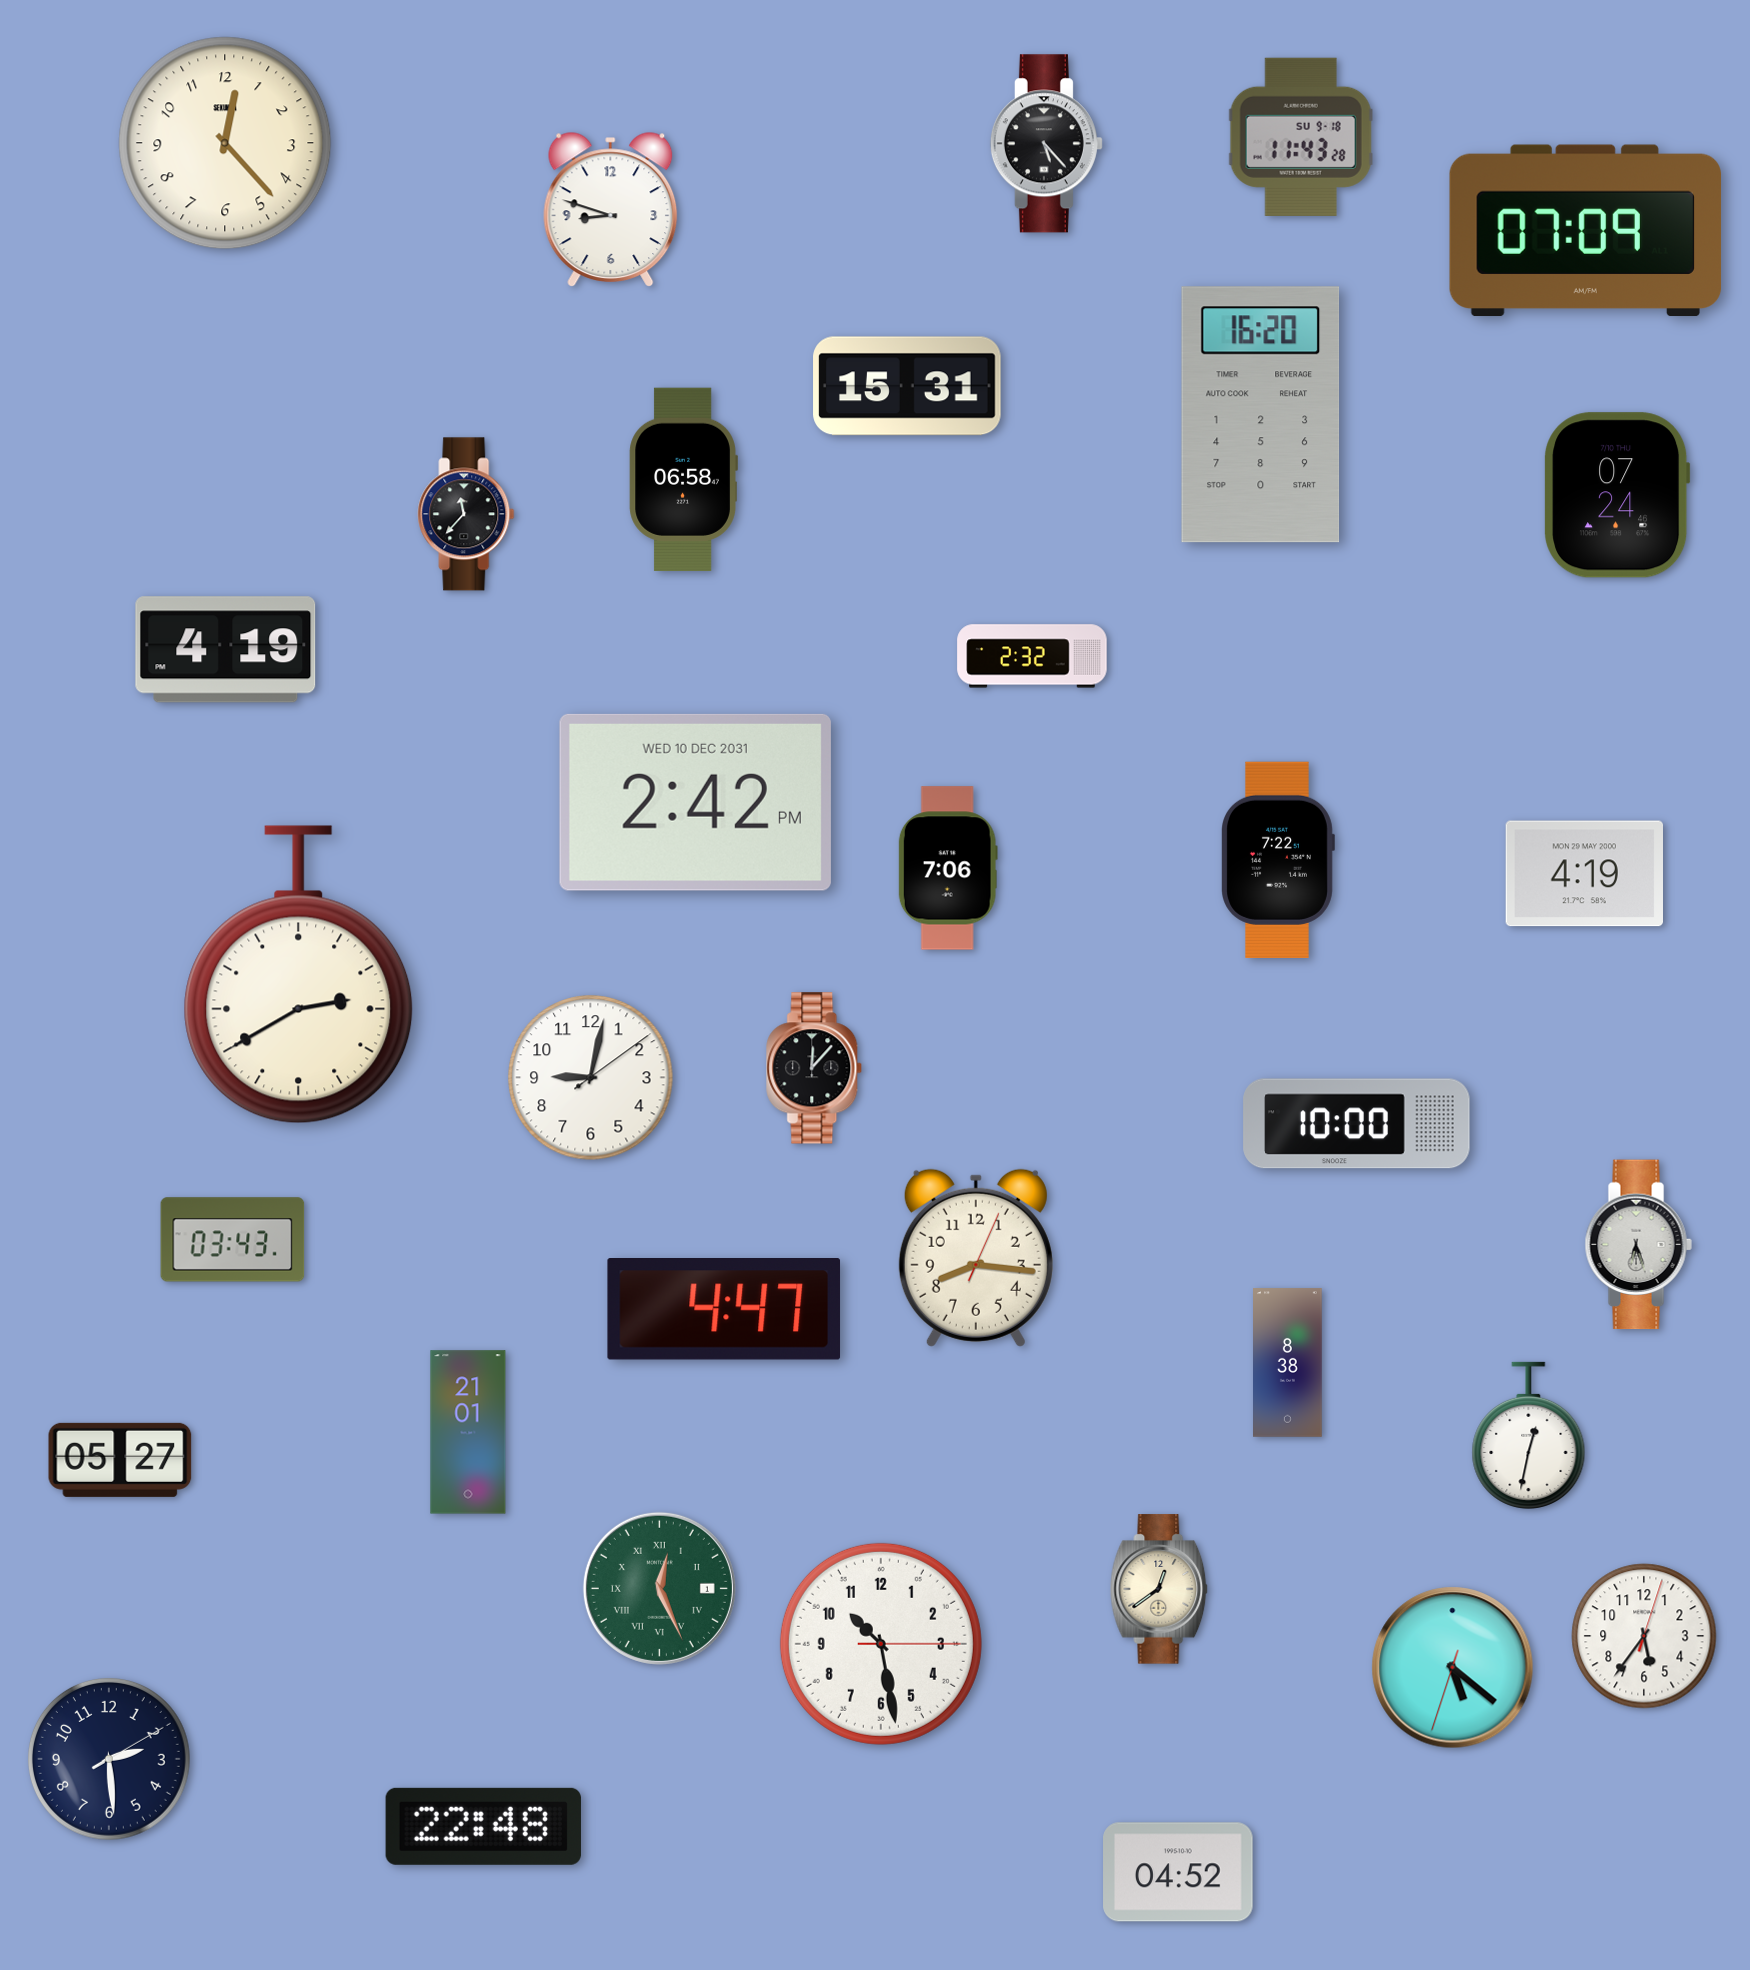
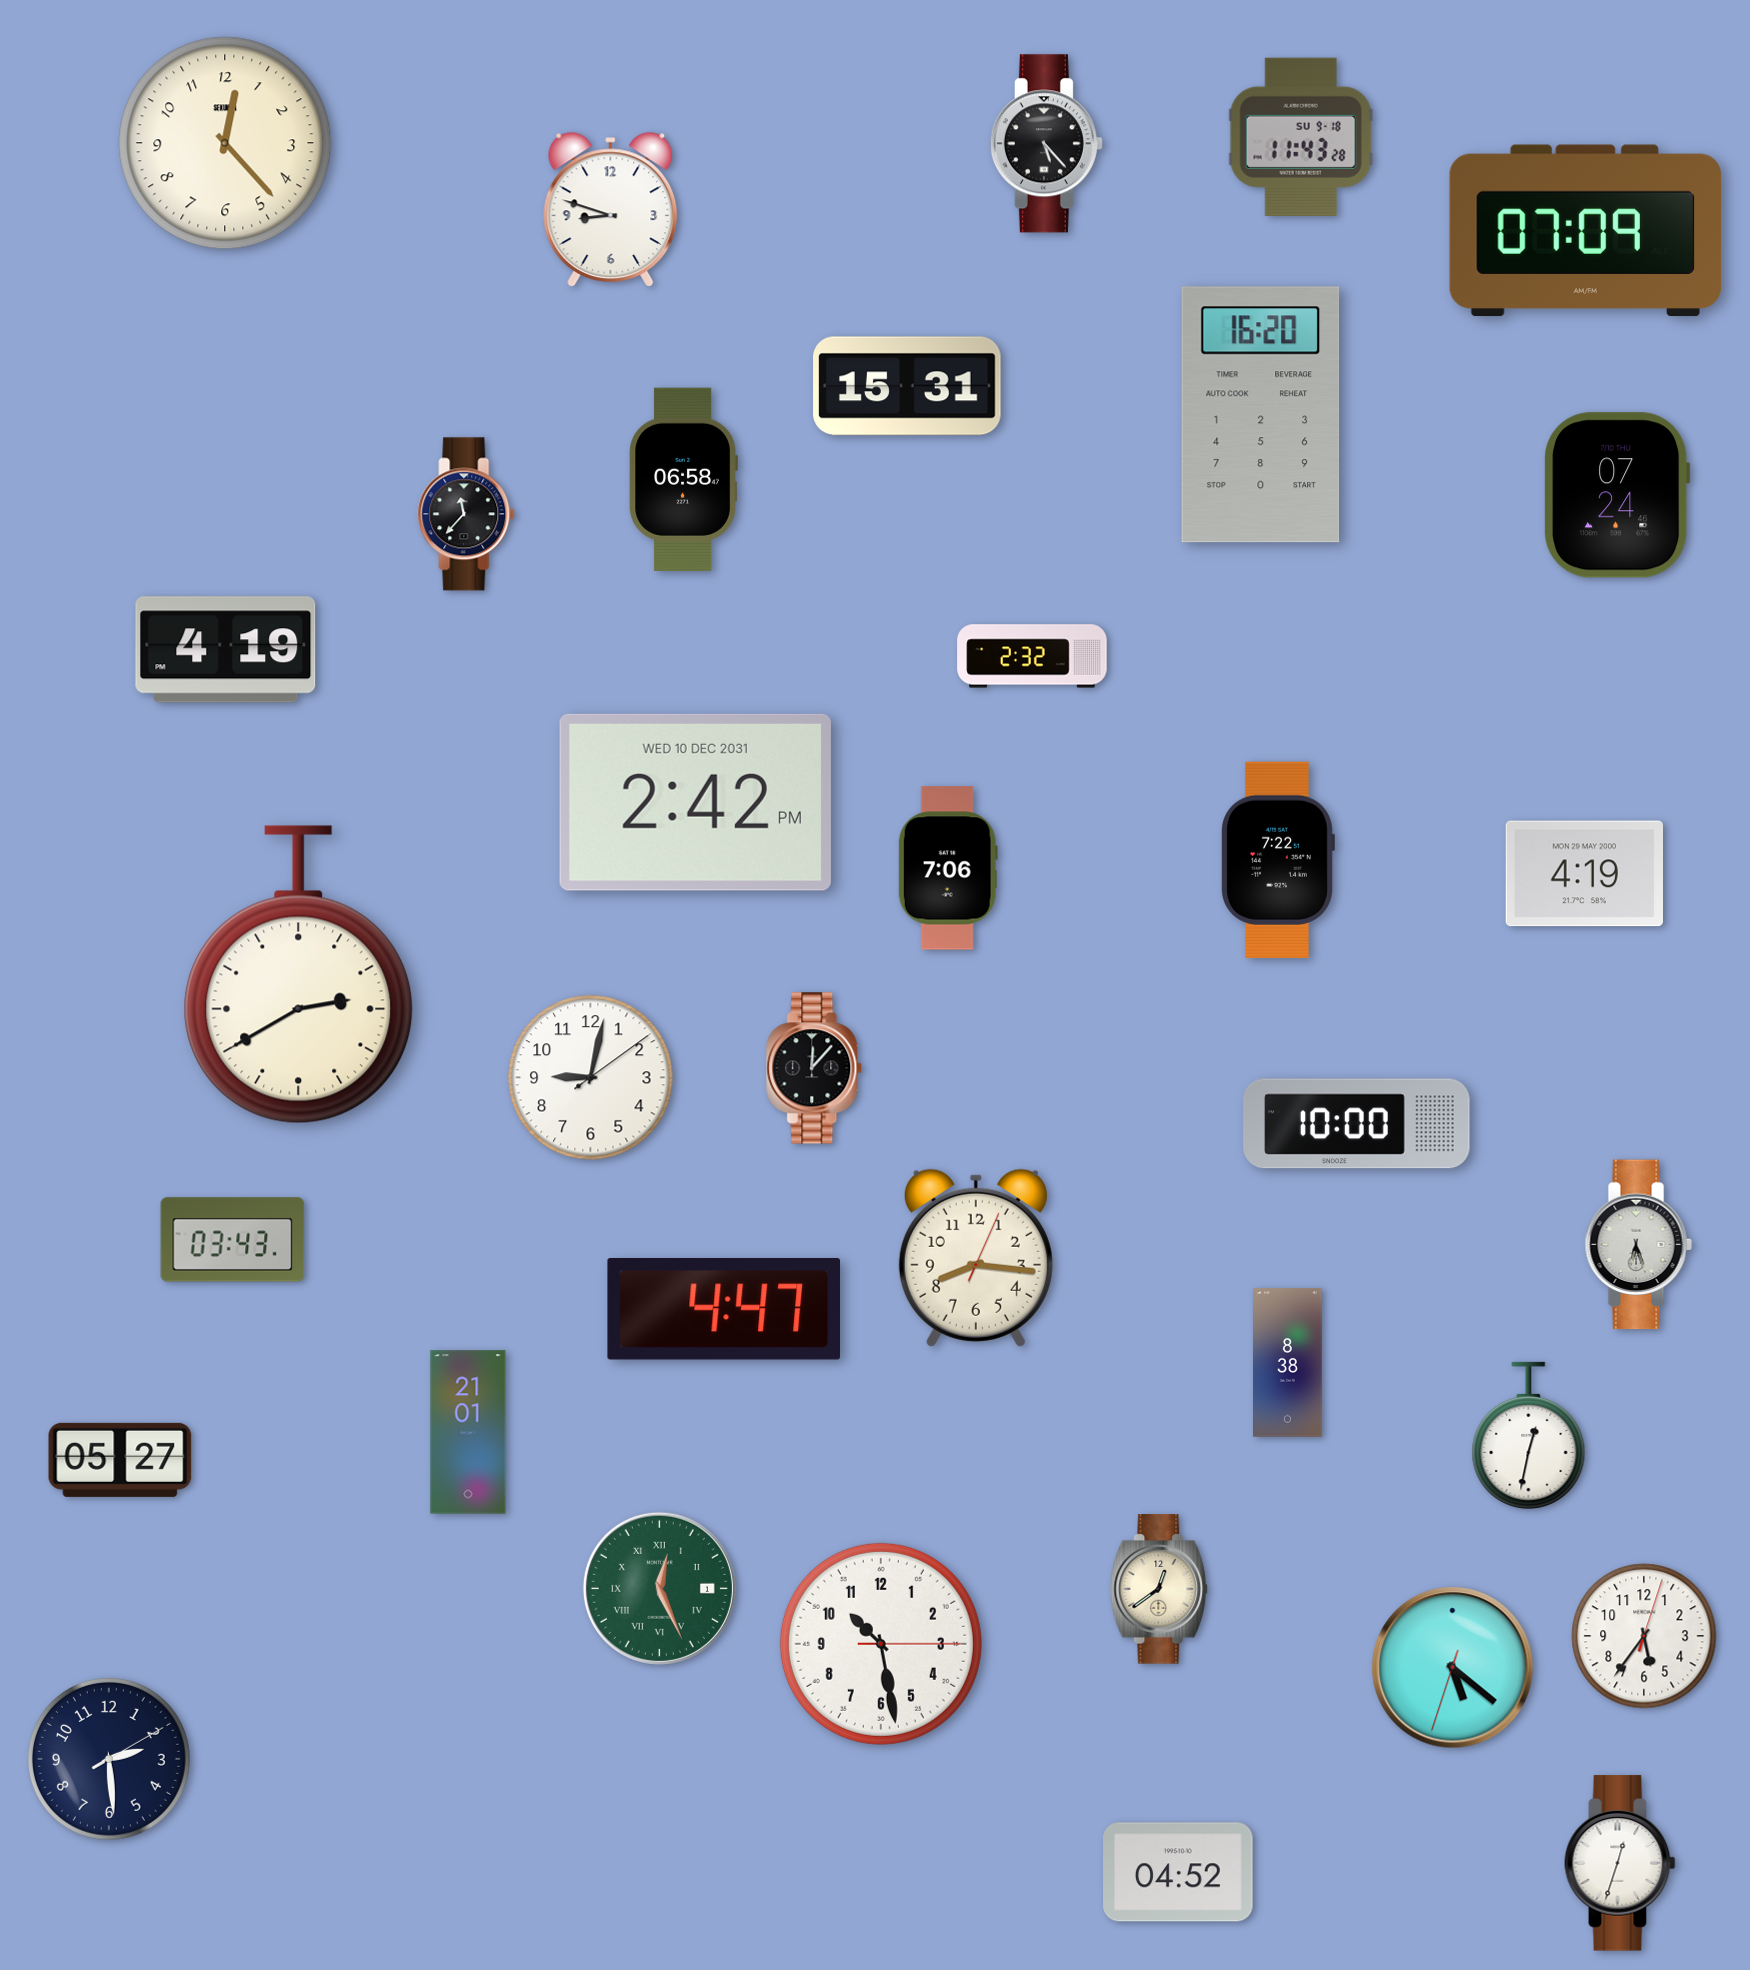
clock at (483, 1826): 22:48 -> none
clock at (1620, 1863): none -> 12:33
